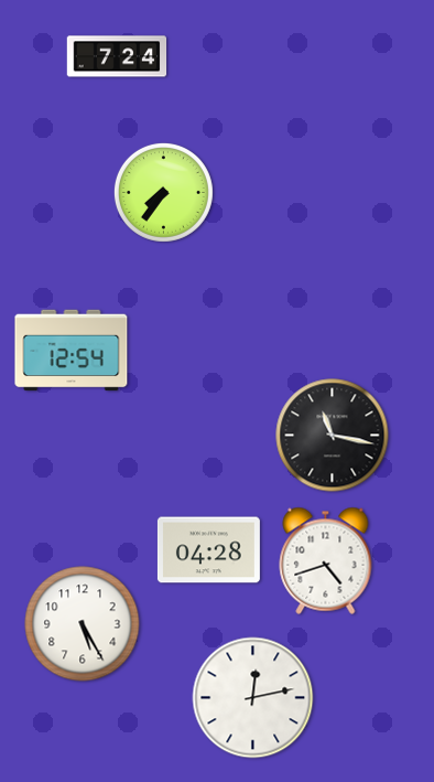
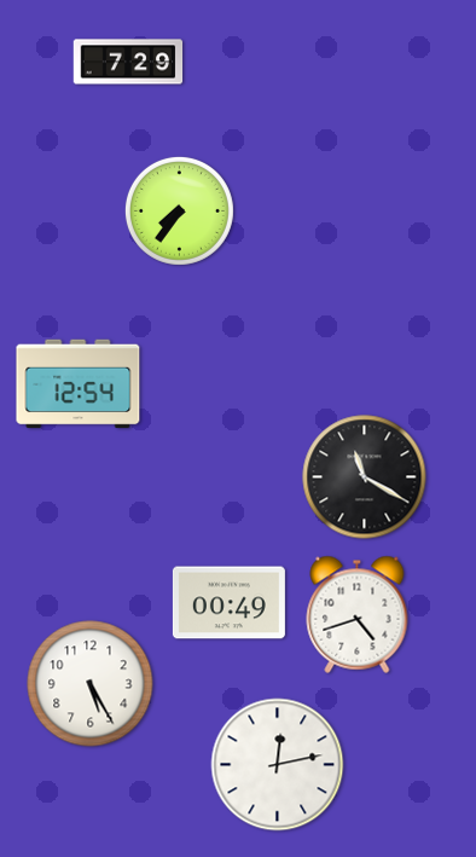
clock at (117, 56): 7:24 -> 7:29
clock at (333, 436): 11:17 -> 11:20
clock at (208, 550): 04:28 -> 00:49
